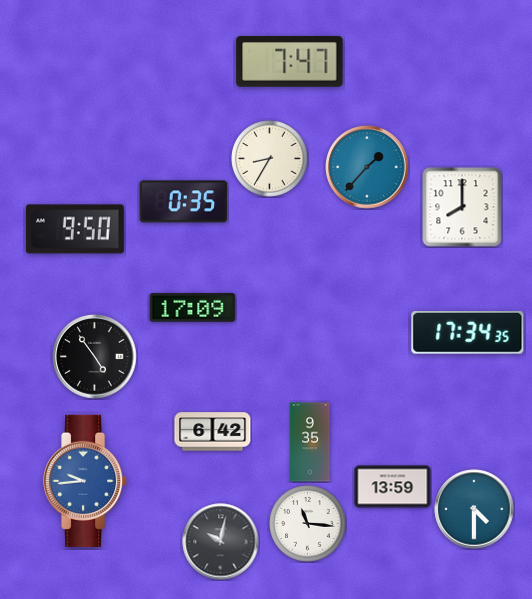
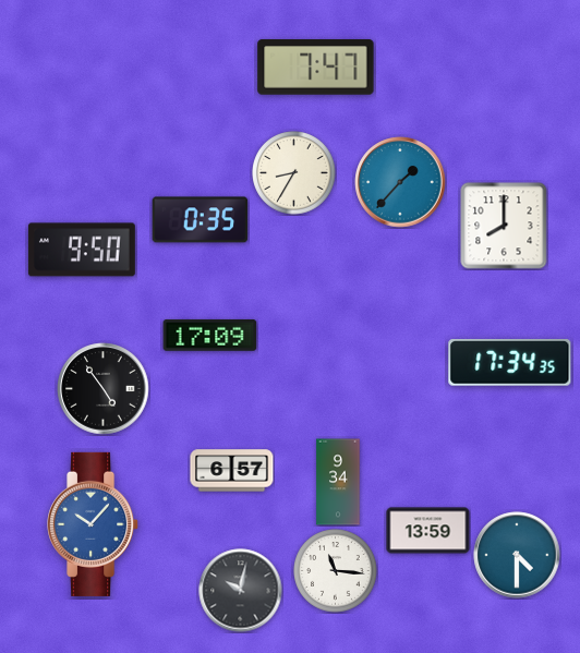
clock at (213, 432): 6:42 -> 6:57
clock at (310, 442): 9:35 -> 9:34
clock at (86, 481): 9:44 -> 10:07
